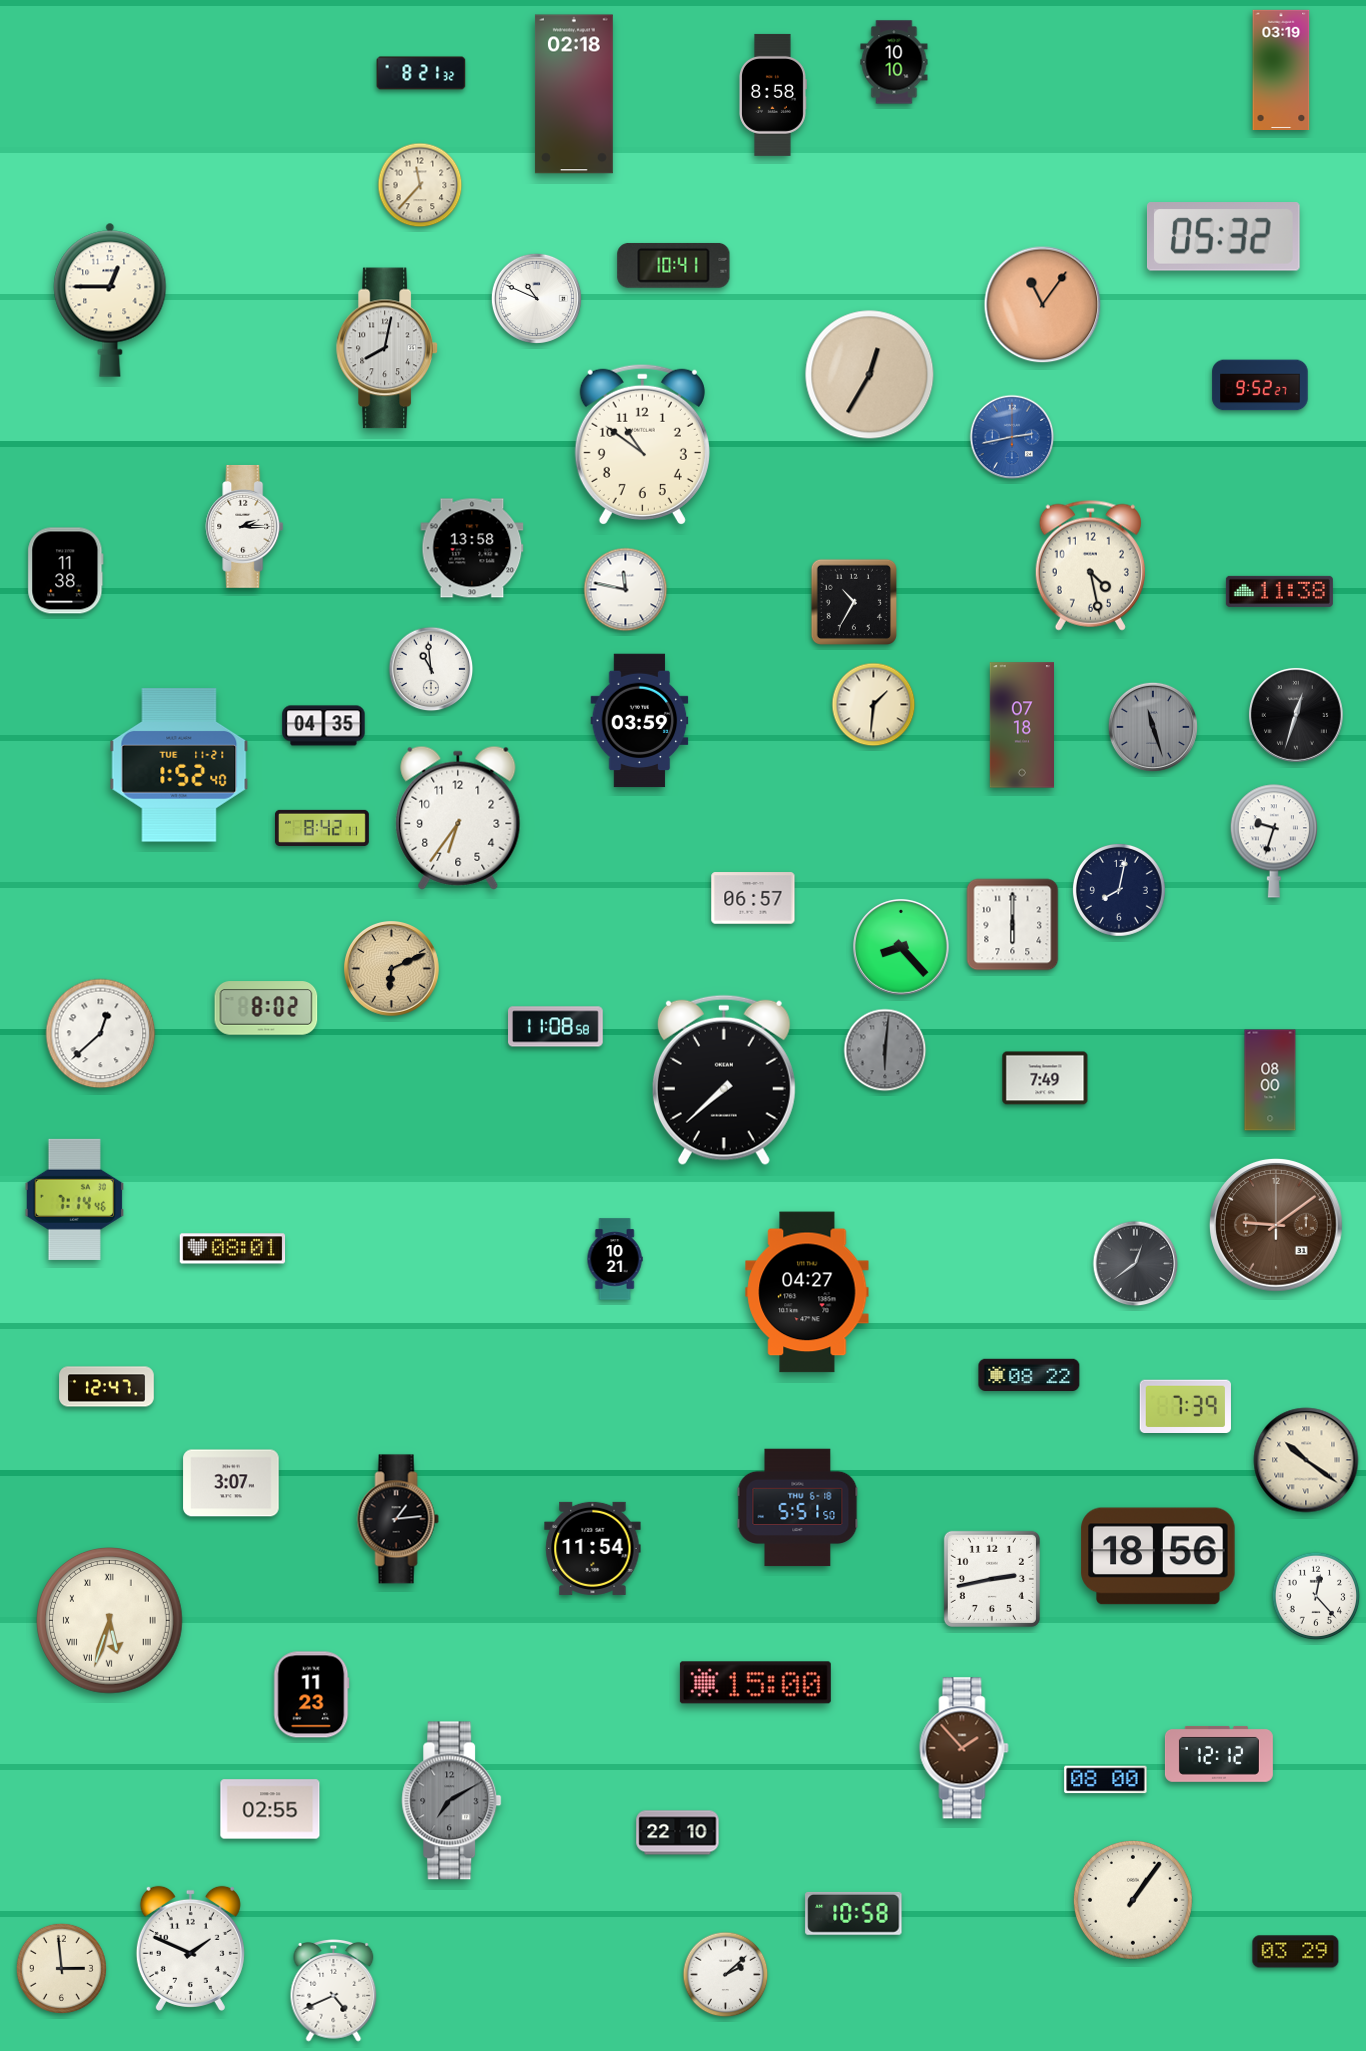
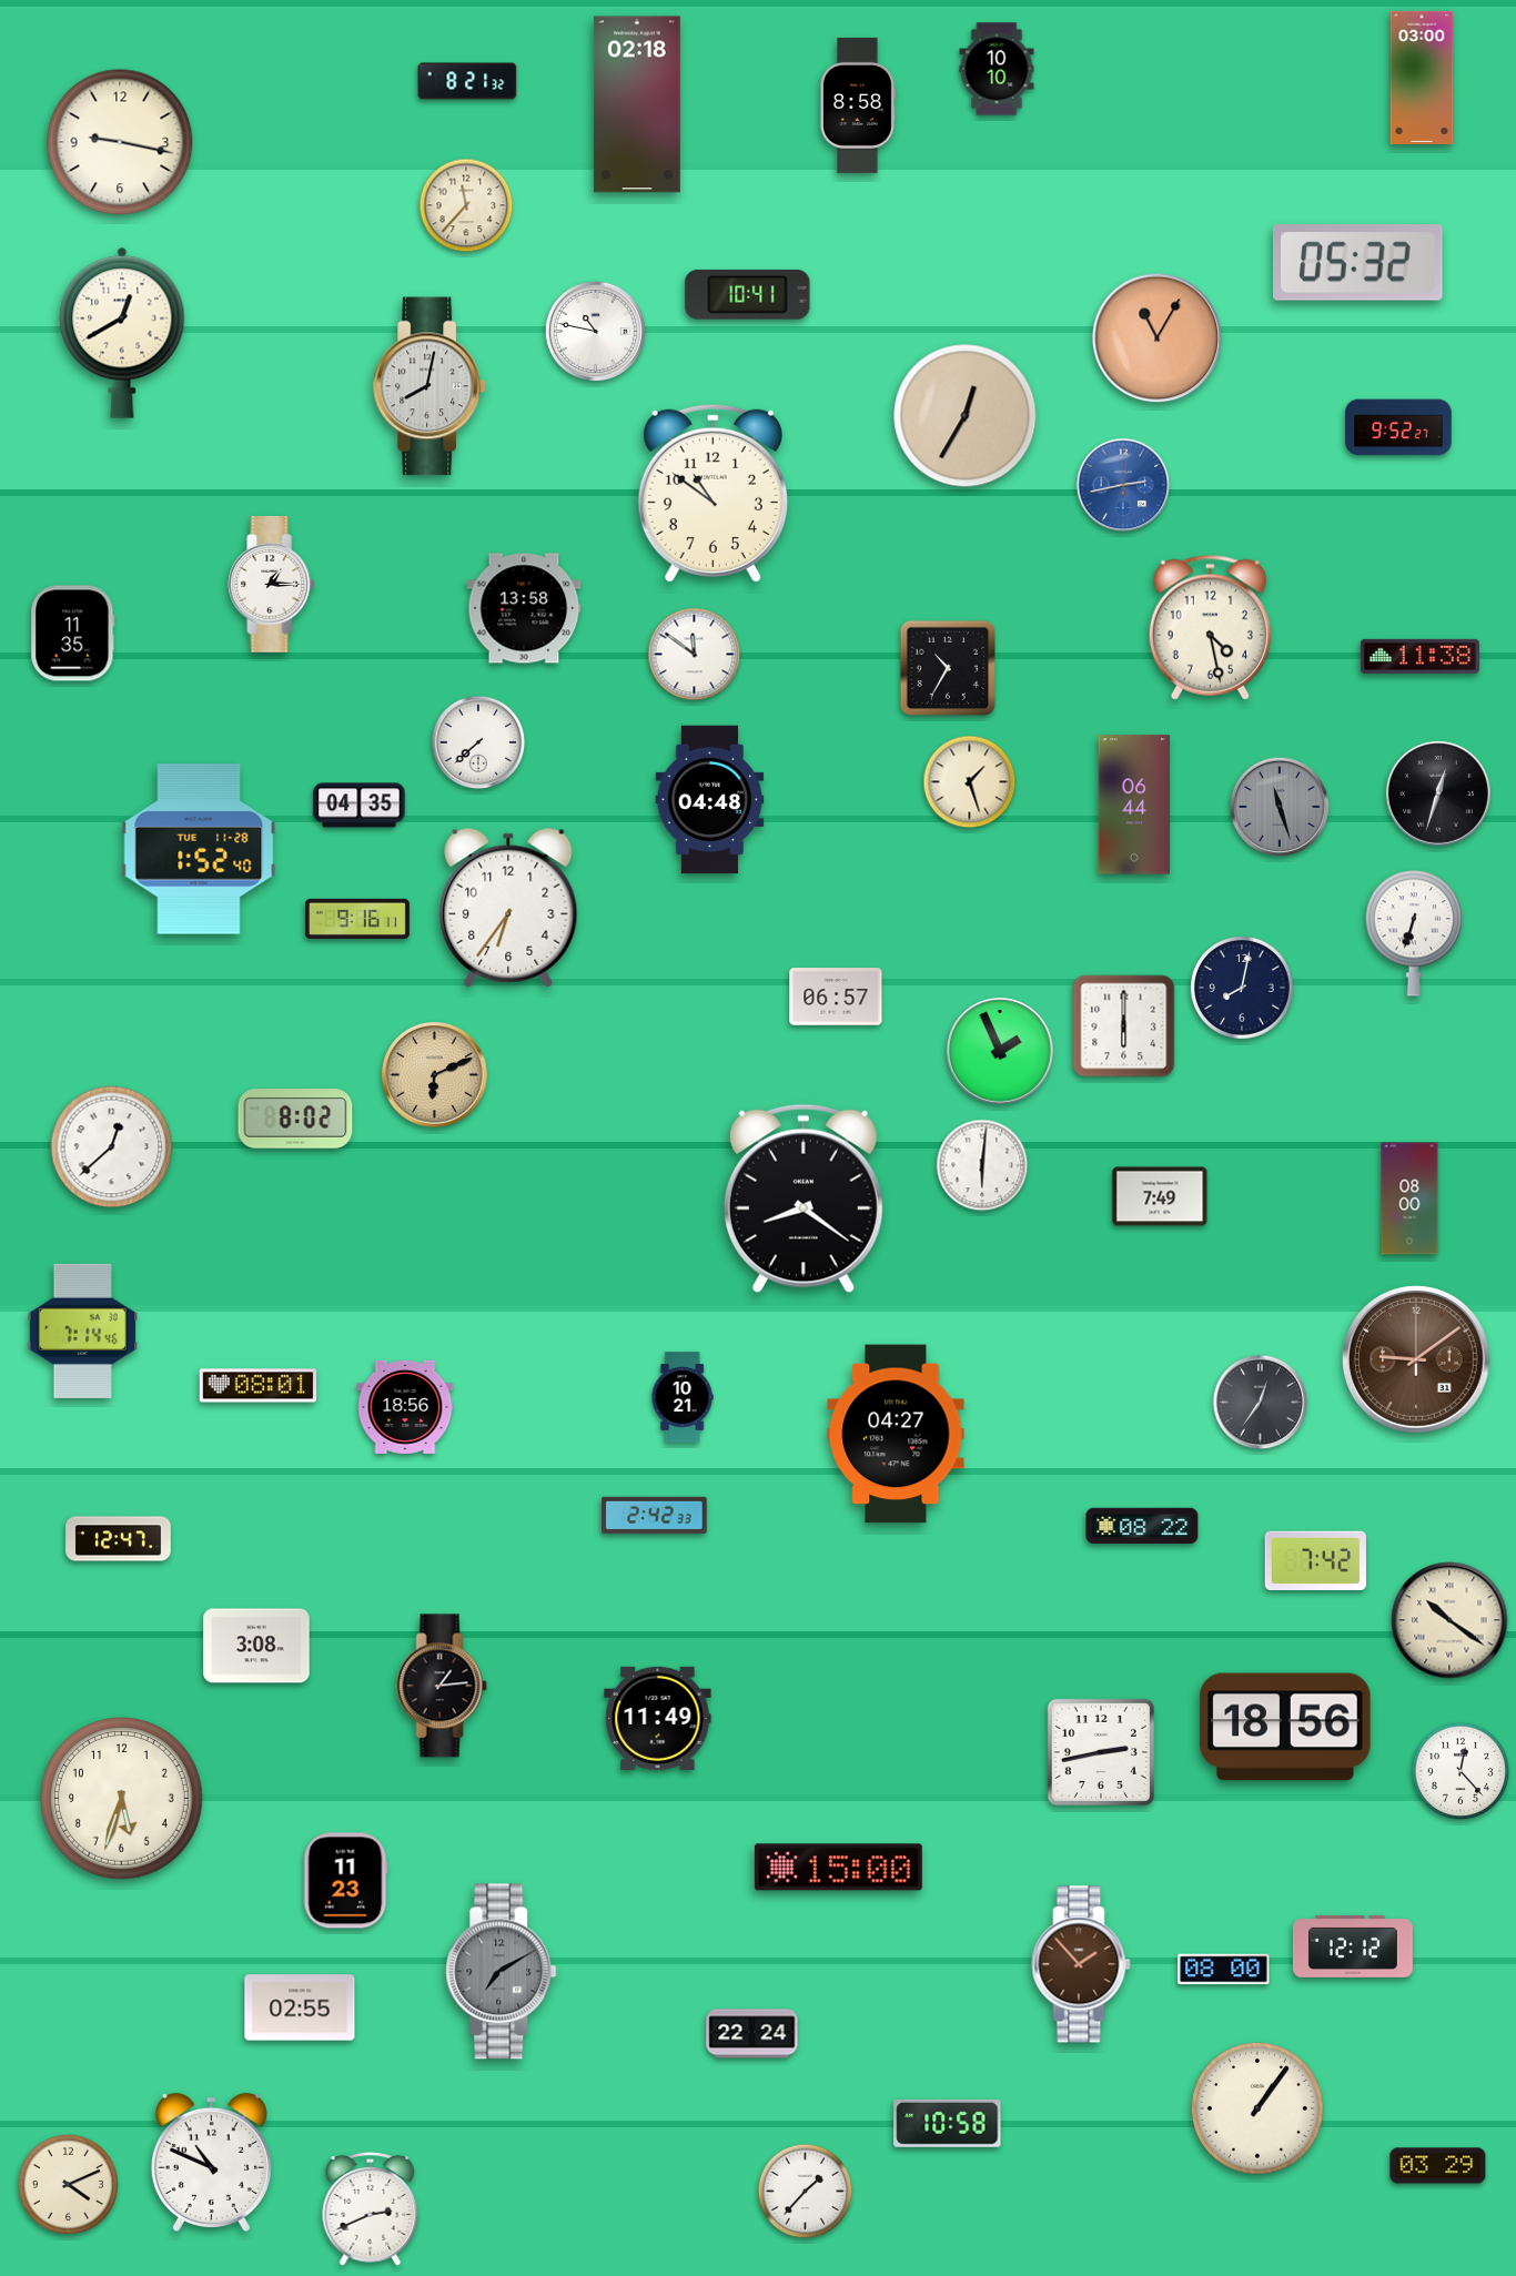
clock at (894, 62) position: (894, 62) -> (997, 69)
clock at (1281, 69): 03:19 -> 03:00
clock at (120, 142): none -> 9:17
clock at (536, 298): 10:49 -> 10:47
clock at (110, 300): 12:45 -> 12:40
clock at (1043, 305): 11:06 -> 11:05
clock at (245, 526): 2:15 -> 1:15
clock at (66, 571): 11:38 -> 11:35
clock at (626, 590): 11:47 -> 11:51
clock at (431, 669): 10:59 -> 7:38
clock at (874, 705): 1:31 -> 1:27
clock at (640, 721): 03:59 -> 04:48
clock at (1021, 725): 07:18 -> 06:44
clock at (179, 765) date: TUE 11-21 -> TUE 11-28
clock at (322, 828): 8:42 -> 9:16
clock at (1274, 841): 9:33 -> 6:33
clock at (901, 947): 8:23 -> 1:56
clock at (556, 1027): 11:08 -> none
clock at (885, 1050) dial: grey -> white
clock at (724, 1080): 7:38 -> 8:21
clock at (1136, 1264): 12:39 -> 12:36
clock at (405, 1407): none -> 18:56
clock at (655, 1515): none -> 2:42
clock at (1185, 1406): 7:39 -> 7:42
clock at (231, 1483): 3:07 -> 3:08
clock at (798, 1508): 5:51 -> none
clock at (593, 1548): 11:54 -> 11:49
clock at (110, 1621) numerals: Roman -> Arabic
clock at (964, 1748) position: (964, 1748) -> (1081, 1964)
clock at (1106, 1780) position: (1106, 1780) -> (1224, 1970)
clock at (452, 1801) position: (452, 1801) -> (502, 1972)
clock at (678, 1833): 22:10 -> 22:24
clock at (190, 1948): 1:49 -> 10:49
clock at (61, 1968): 2:59 -> 4:11
clock at (726, 1975): 2:08 -> 1:37
clock at (334, 1991): 4:41 -> 2:41
